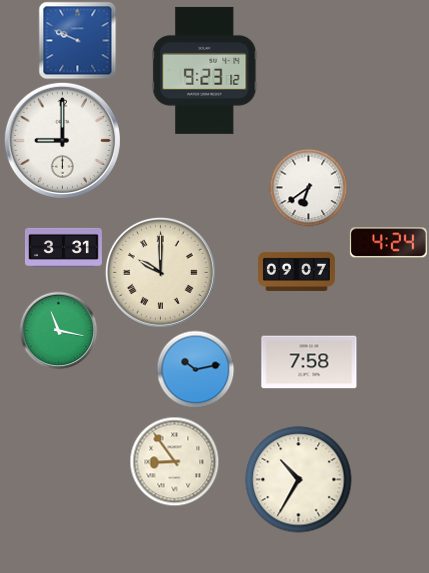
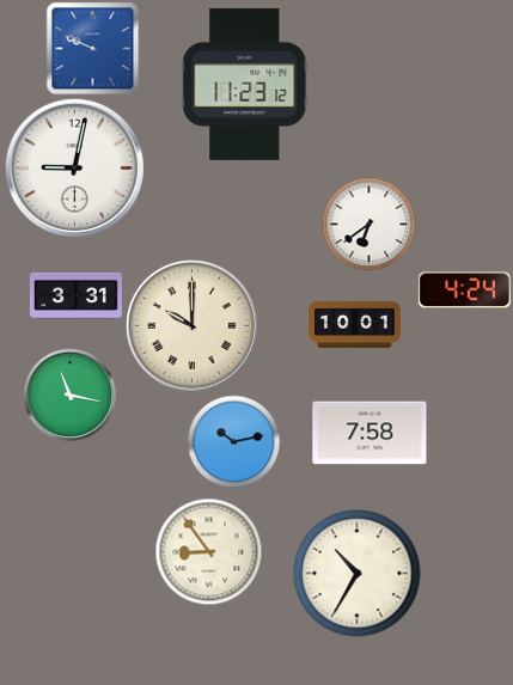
clock at (205, 70): 9:23 -> 11:23
clock at (62, 140): 9:00 -> 9:02
clock at (296, 271): 09:07 -> 10:01
